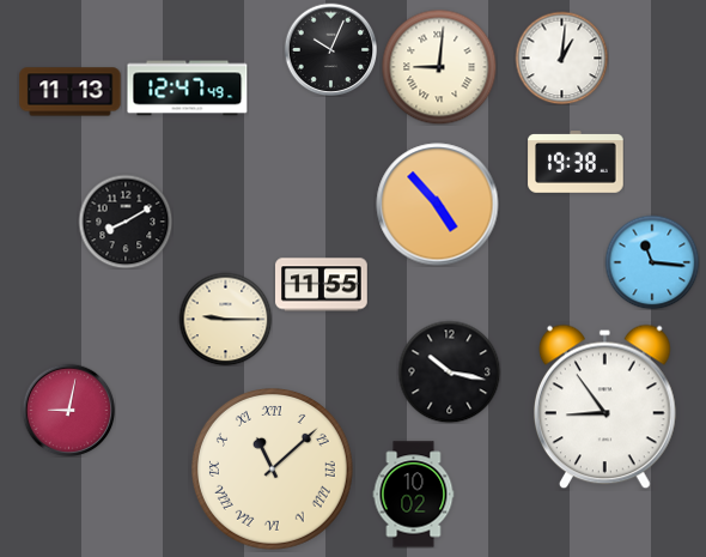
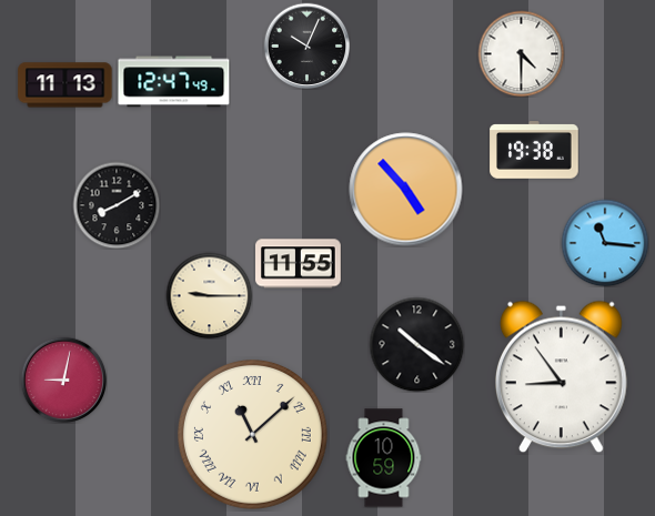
clock at (561, 57): 1:01 -> 4:30
clock at (439, 67): 9:01 -> none
clock at (449, 371): 10:17 -> 10:21
clock at (414, 495): 10:02 -> 10:59
